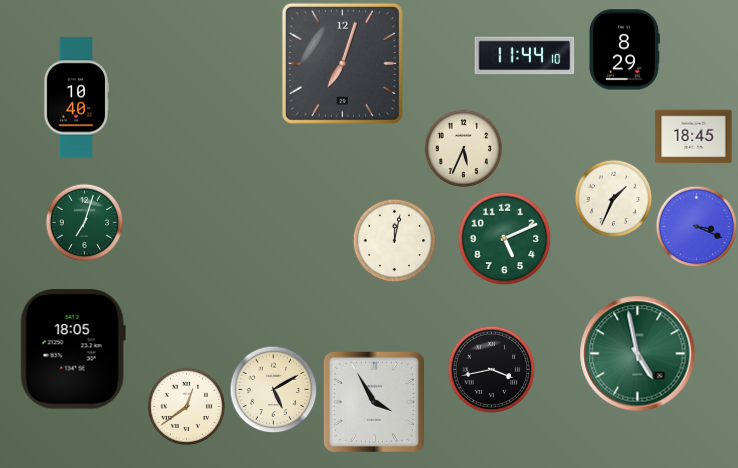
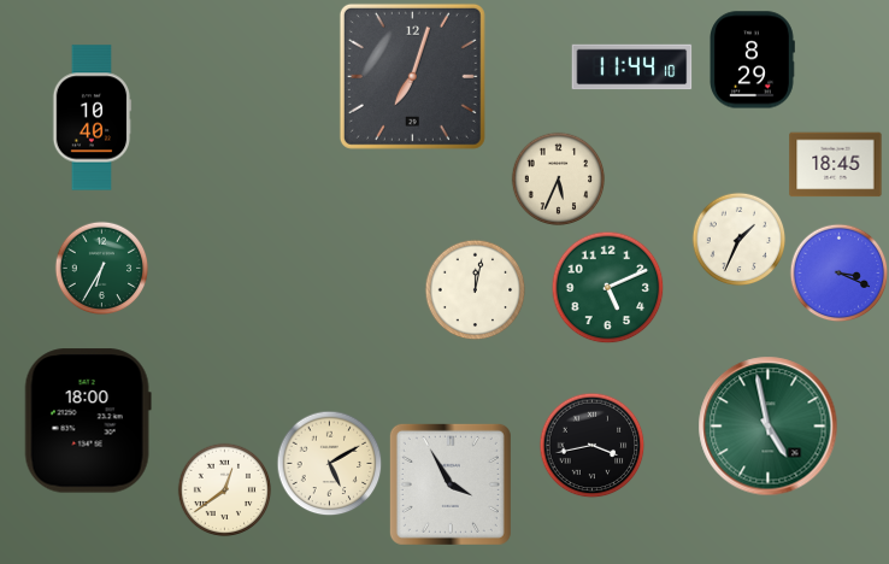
clock at (84, 222): 7:03 -> 6:35
clock at (73, 349): 18:05 -> 18:00
clock at (273, 389) position: (273, 389) -> (329, 463)
